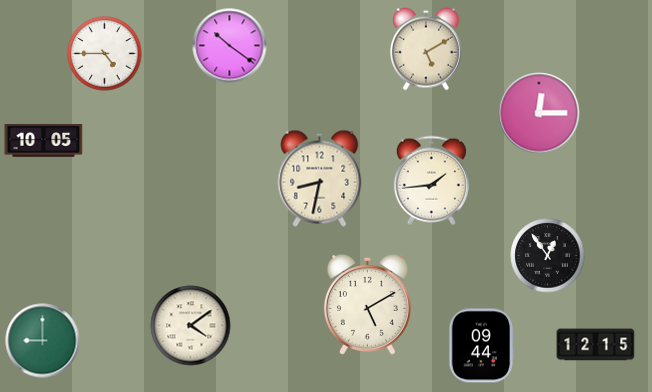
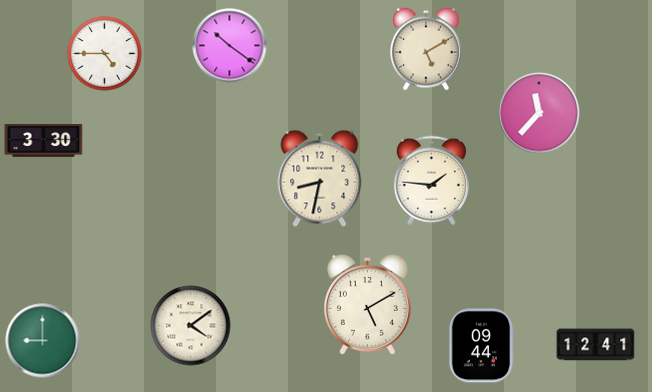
clock at (539, 113): 12:15 -> 11:37
clock at (44, 141): 10:05 -> 3:30
clock at (431, 181): 1:44 -> 1:46
clock at (548, 256): 12:54 -> none
clock at (596, 345): 12:15 -> 12:41
